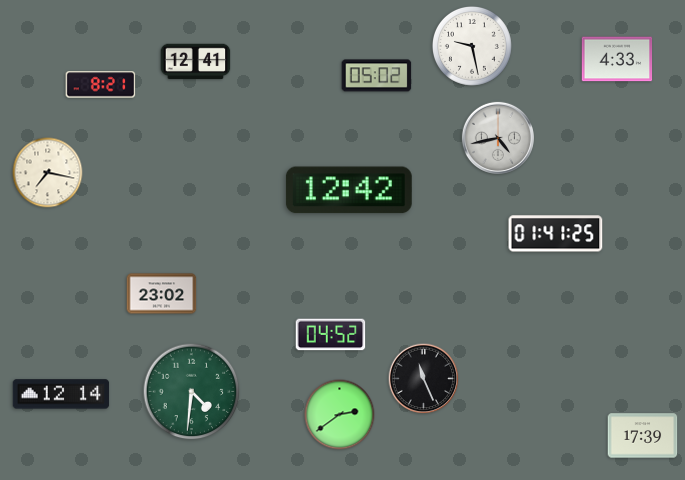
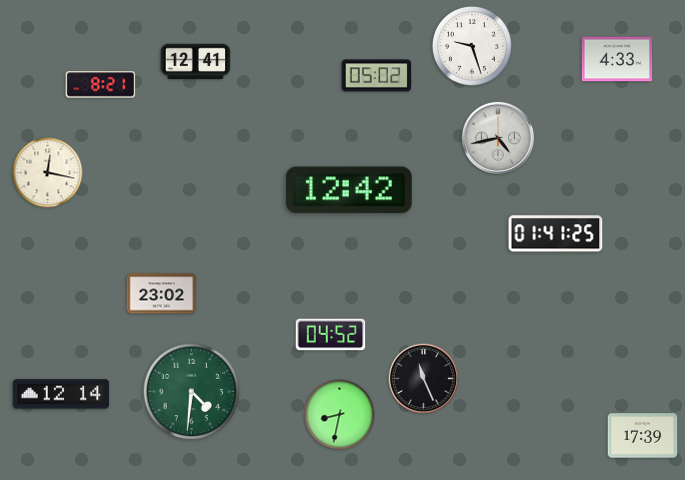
clock at (472, 46): 9:28 -> 9:27
clock at (48, 173): 7:17 -> 12:17
clock at (340, 415): 2:39 -> 8:32
